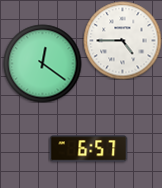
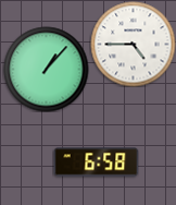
clock at (42, 63): 12:21 -> 1:07
clock at (88, 149): 6:57 -> 6:58
